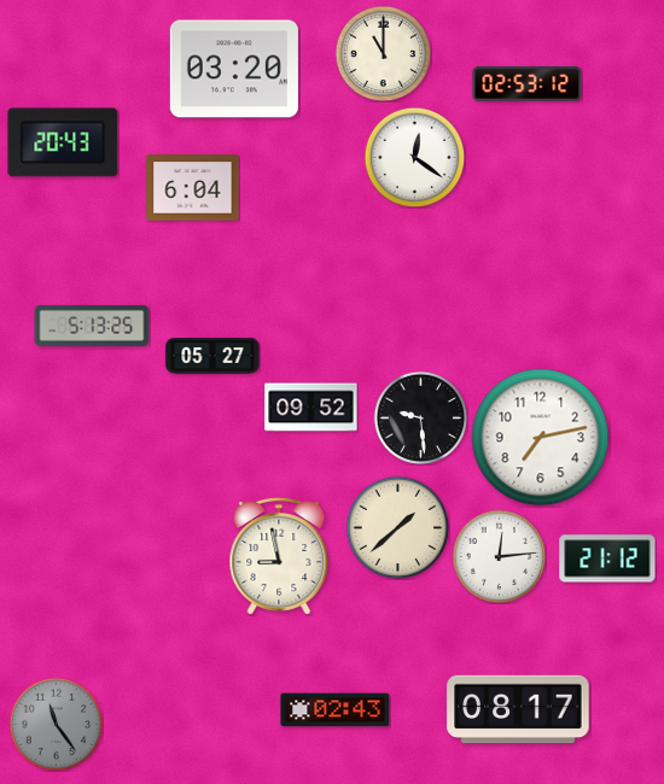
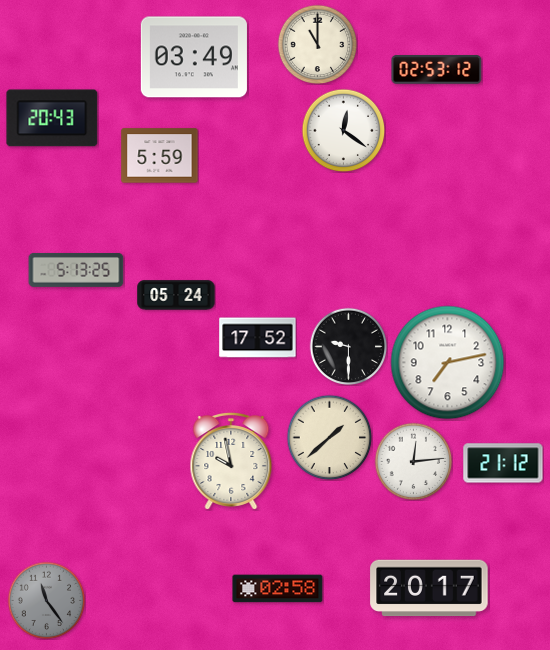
clock at (234, 69): 03:20 -> 03:49
clock at (193, 188): 6:04 -> 5:59
clock at (212, 356): 05:27 -> 05:24
clock at (311, 408): 09:52 -> 17:52
clock at (420, 417): 9:29 -> 9:30
clock at (279, 557): 8:58 -> 9:58
clock at (518, 709): 08:17 -> 20:17
clock at (336, 710): 02:43 -> 02:58
